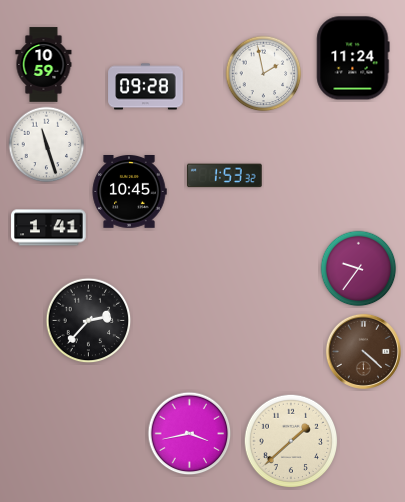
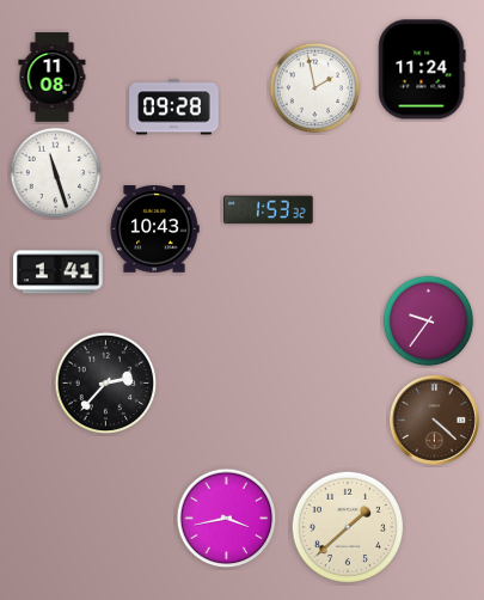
clock at (44, 65): 10:59 -> 11:08
clock at (146, 87) position: (146, 87) -> (174, 108)
clock at (129, 192): 10:45 -> 10:43
